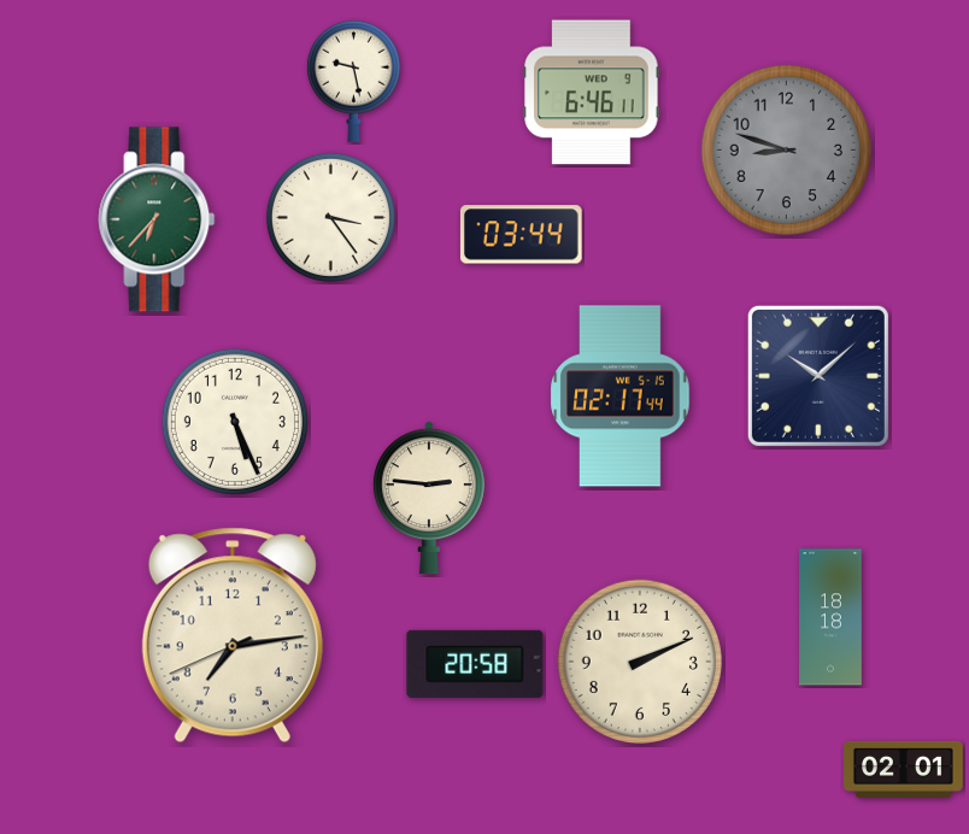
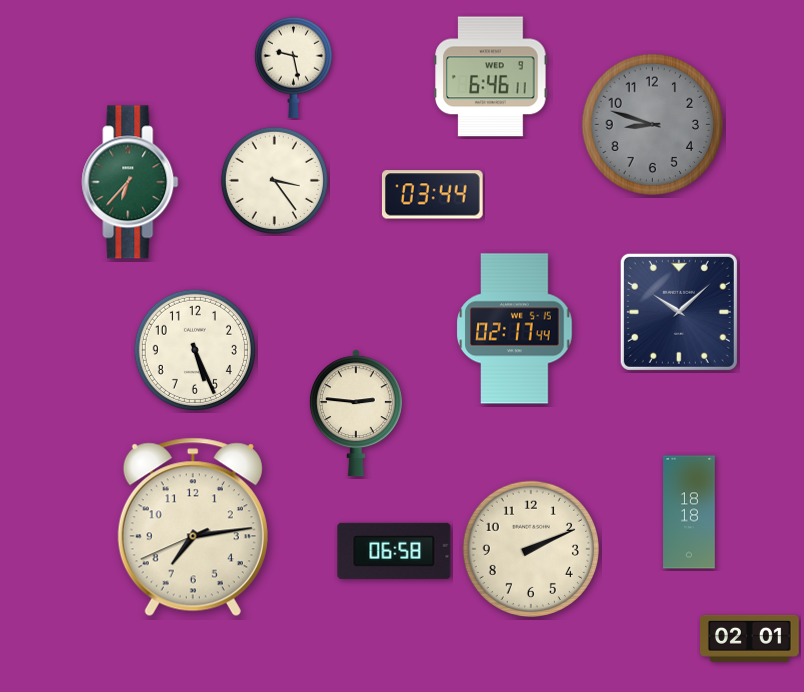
clock at (475, 664): 20:58 -> 06:58
